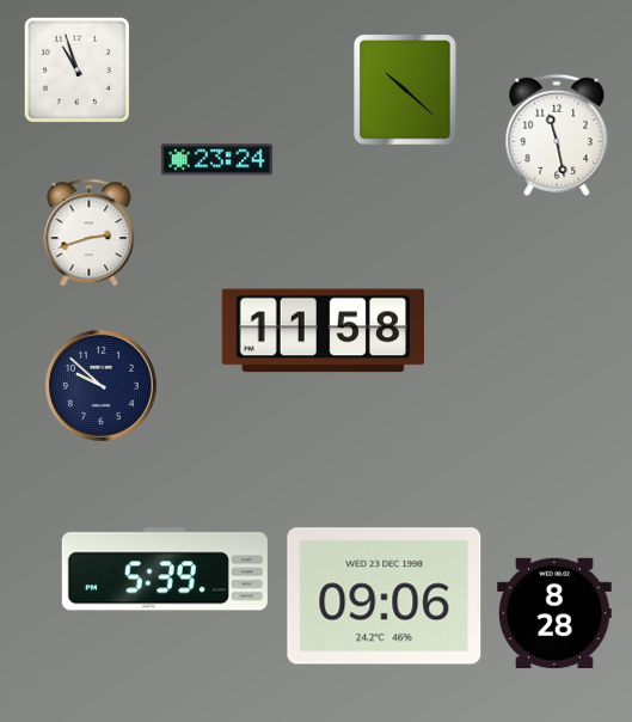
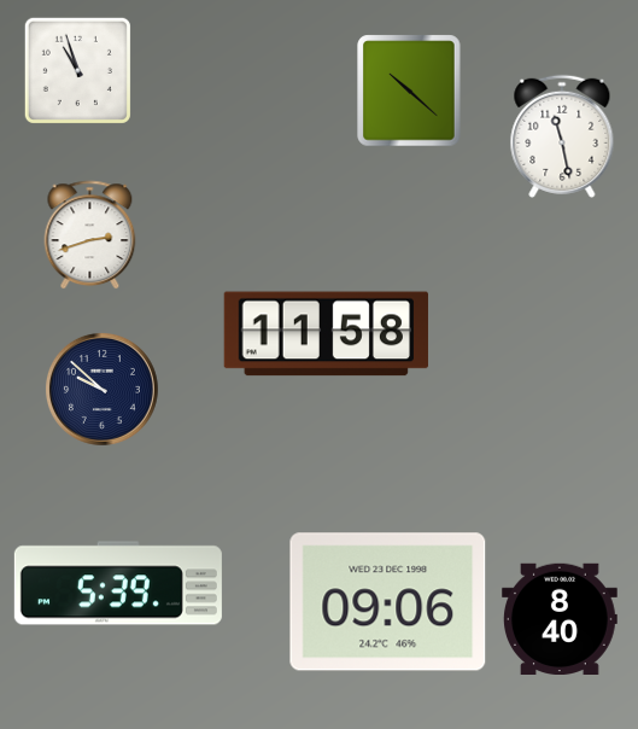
clock at (216, 160): 23:24 -> none
clock at (165, 569) position: (165, 569) -> (118, 583)
clock at (556, 612): 8:28 -> 8:40
